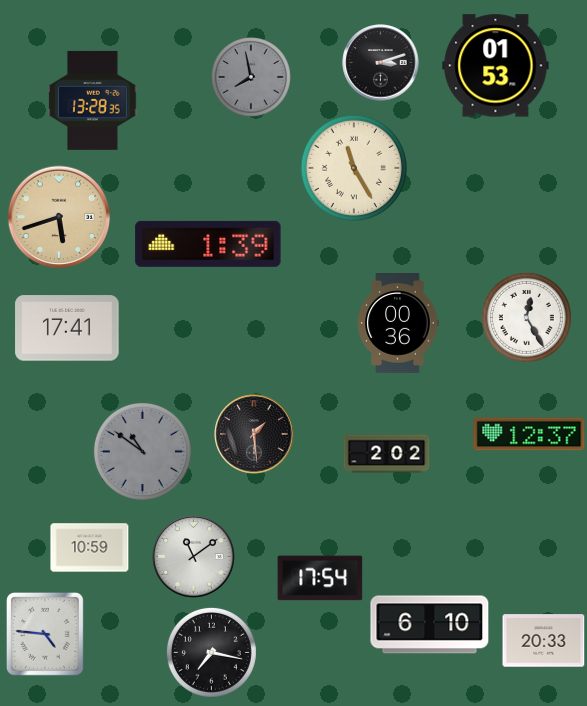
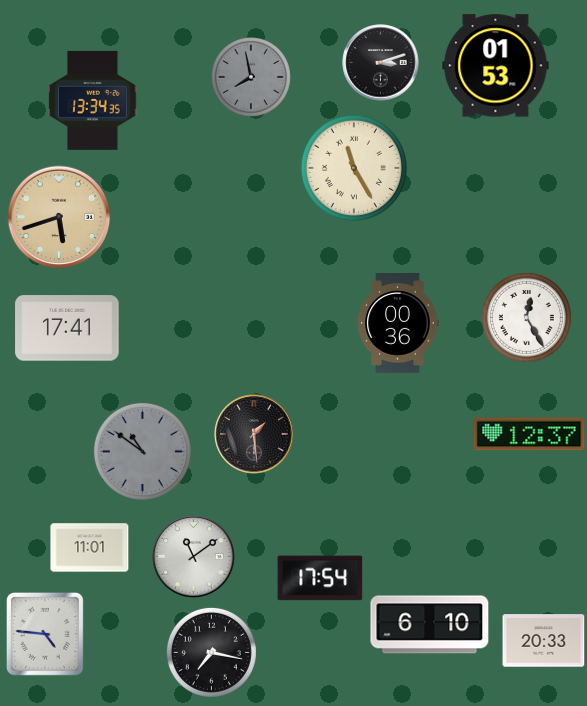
clock at (93, 100): 13:28 -> 13:34
clock at (208, 244): 1:39 -> none
clock at (387, 454): 2:02 -> none
clock at (90, 548): 10:59 -> 11:01
